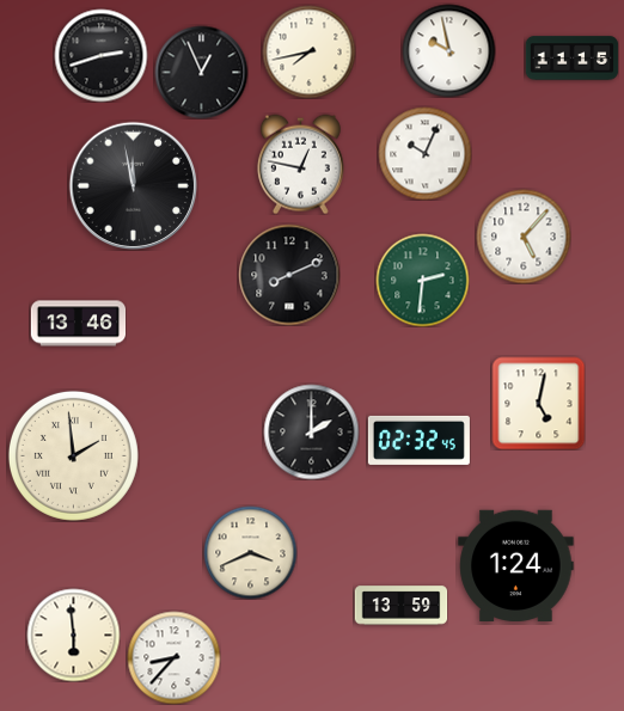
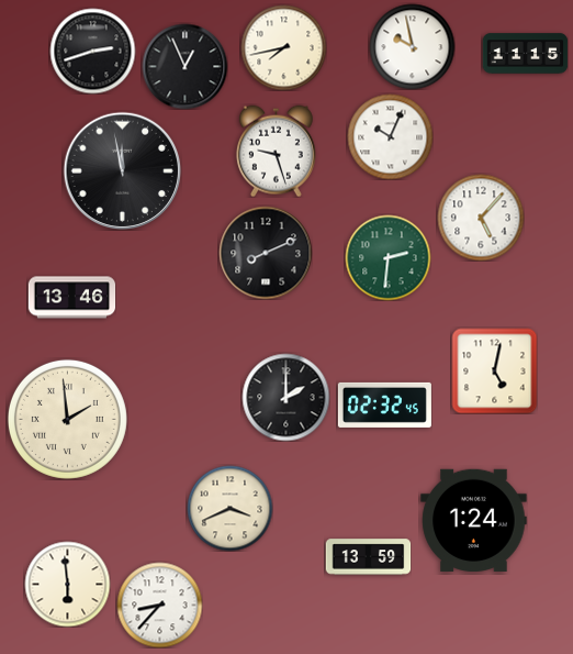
clock at (424, 153) position: (424, 153) -> (390, 136)
clock at (300, 164): 12:47 -> 9:27
